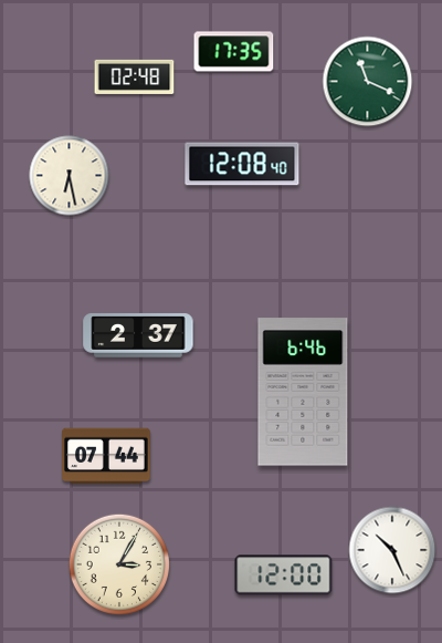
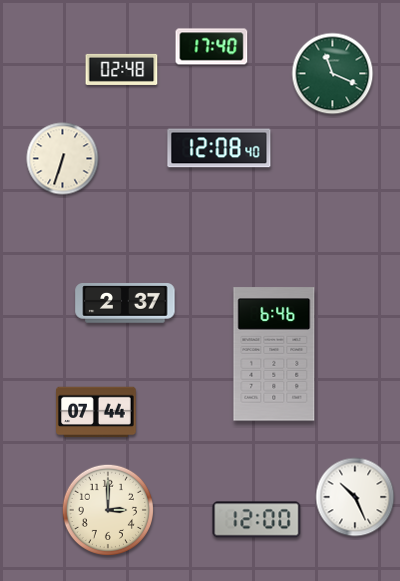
clock at (234, 52): 17:35 -> 17:40
clock at (70, 176): 6:28 -> 6:33
clock at (118, 563): 3:05 -> 3:00
